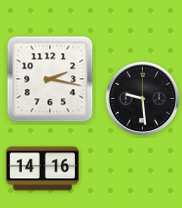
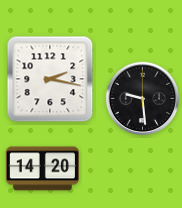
clock at (42, 169): 14:16 -> 14:20
